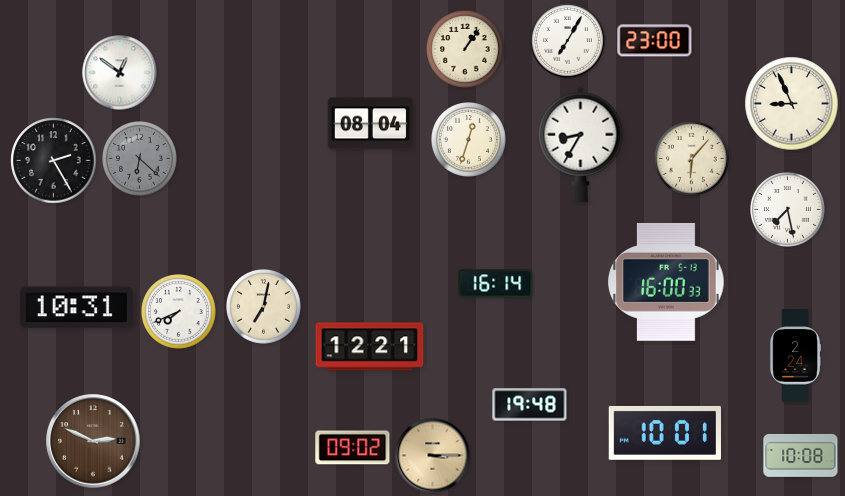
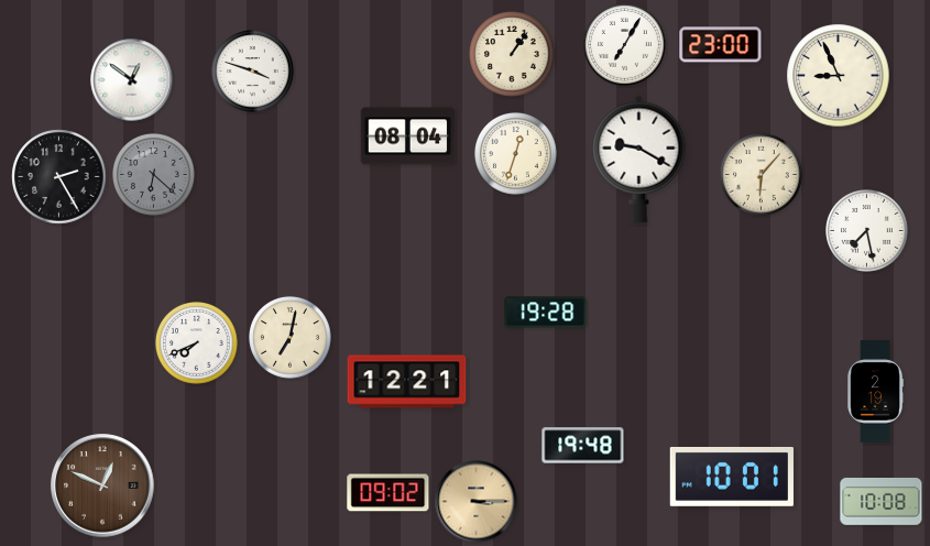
clock at (253, 72): none -> 3:48
clock at (792, 104) position: (792, 104) -> (839, 76)
clock at (581, 144): 8:35 -> 9:20
clock at (666, 282): 16:00 -> none
clock at (496, 284): 16:14 -> 19:28
clock at (76, 308): 10:31 -> none
clock at (795, 356): 2:24 -> 2:19
clock at (93, 441): 2:49 -> 12:49
